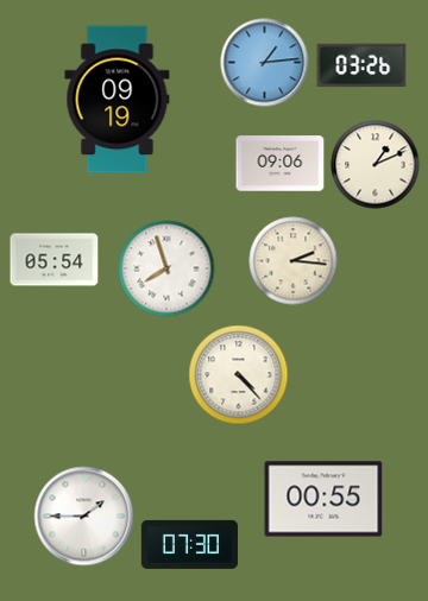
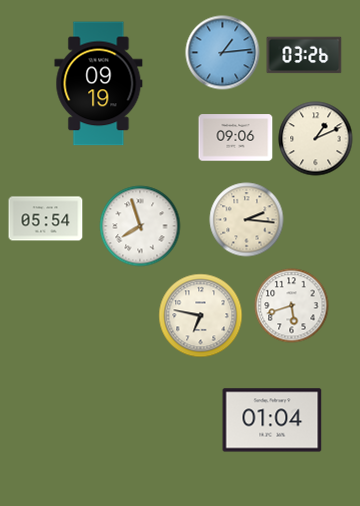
clock at (292, 306): none -> 5:42
clock at (239, 375): 4:23 -> 6:47
clock at (323, 499): 00:55 -> 01:04
clock at (84, 517): 1:45 -> none
clock at (189, 544): 07:30 -> none
